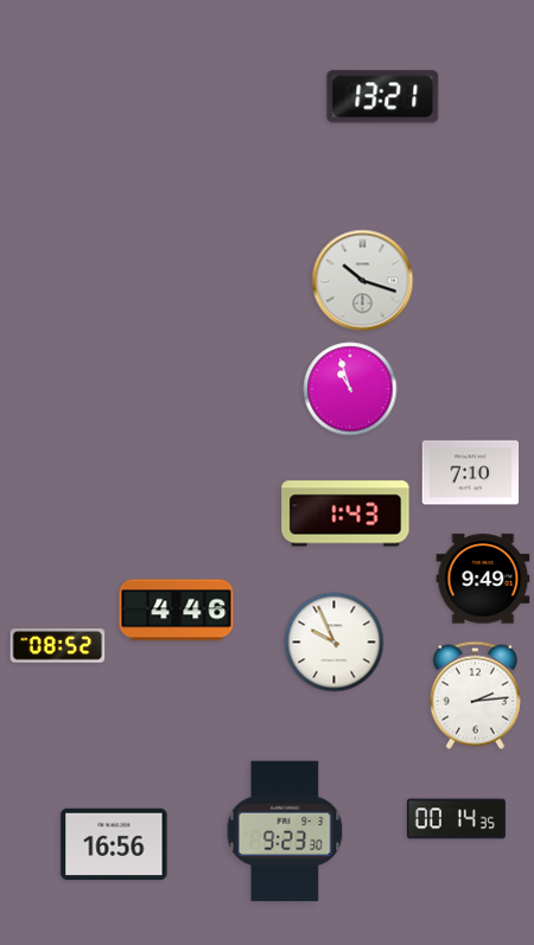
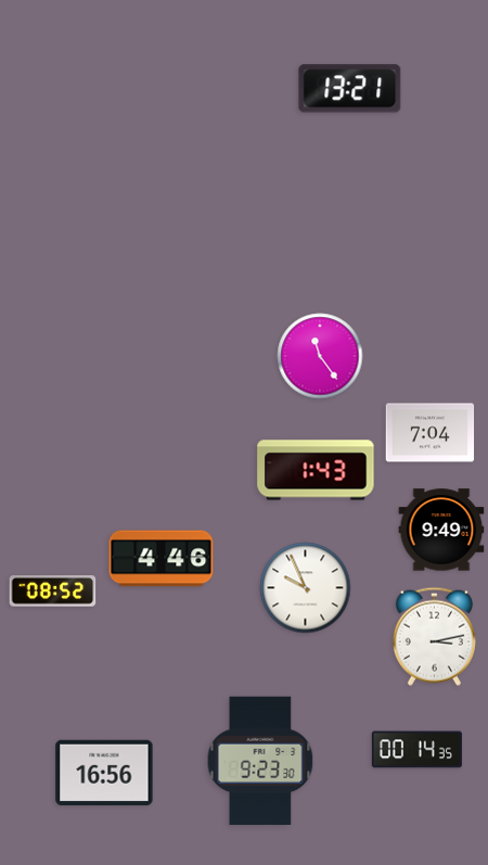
clock at (363, 281): 10:18 -> none
clock at (350, 389): 10:57 -> 11:24
clock at (471, 473): 7:10 -> 7:04
clock at (475, 695): 2:14 -> 3:13
